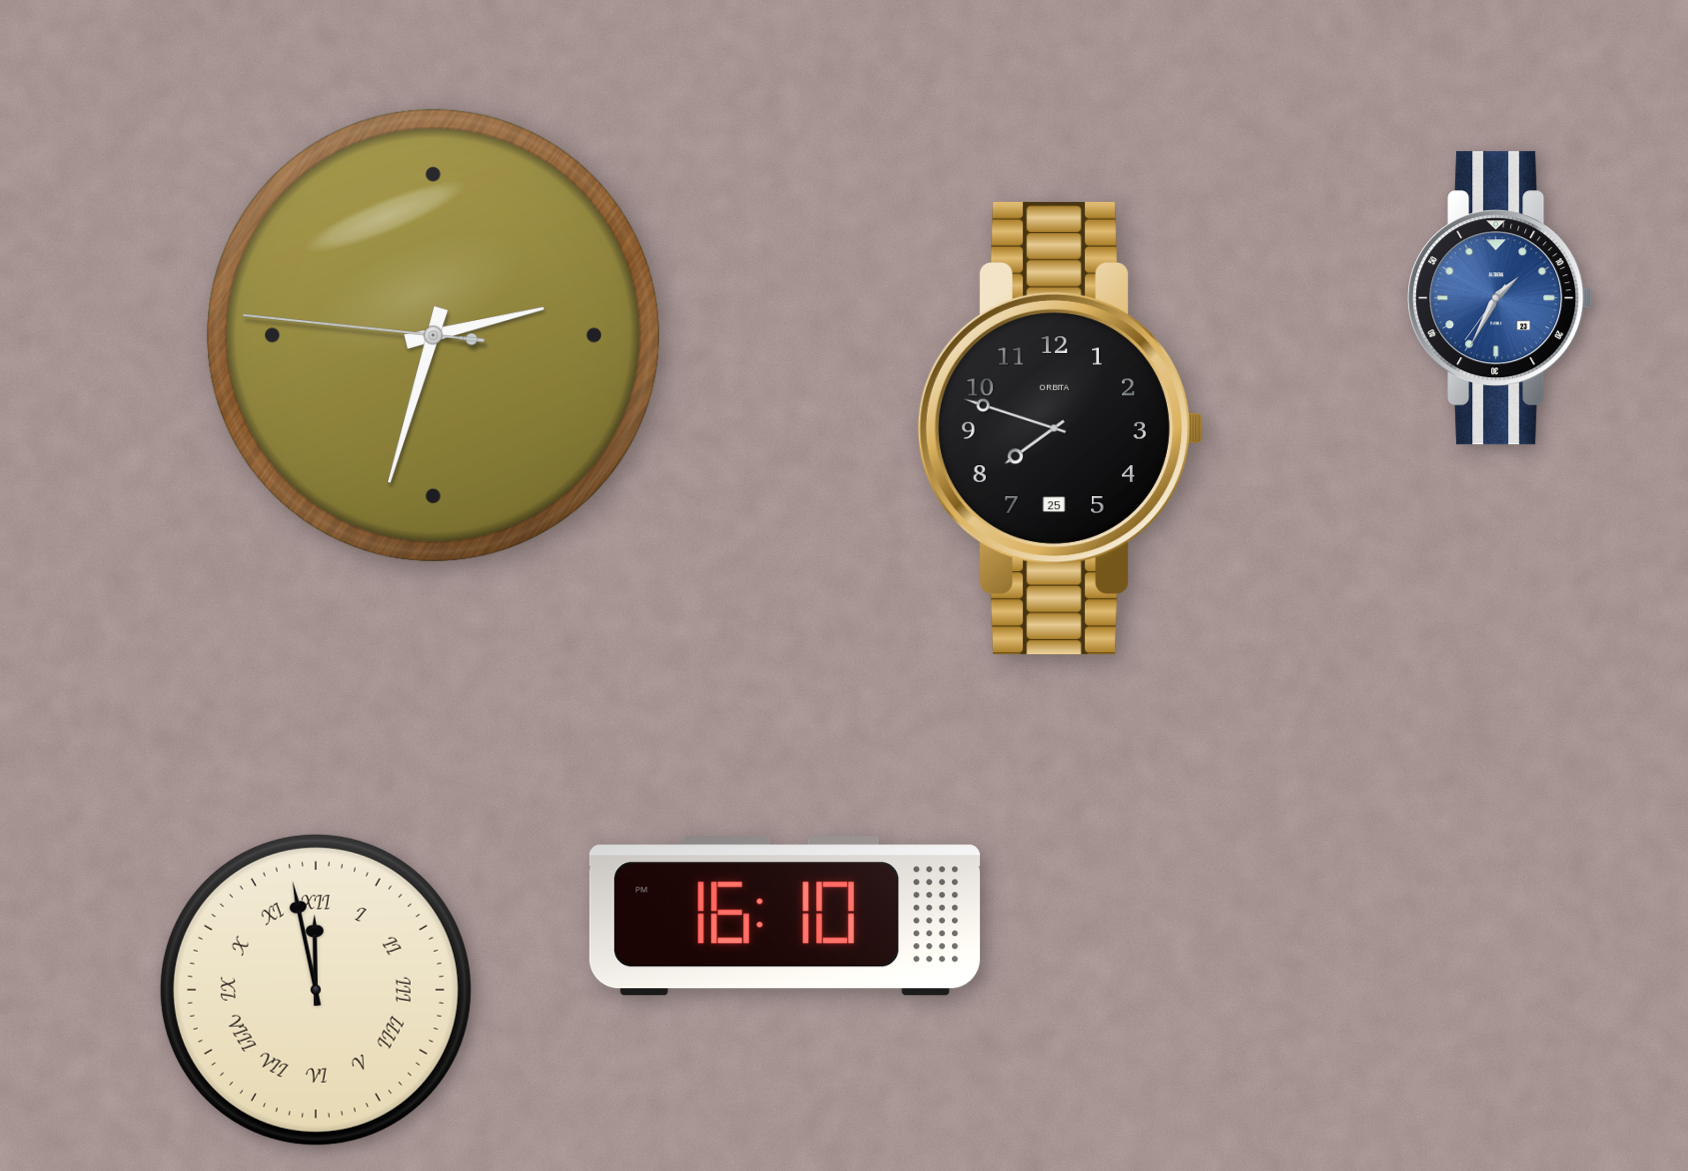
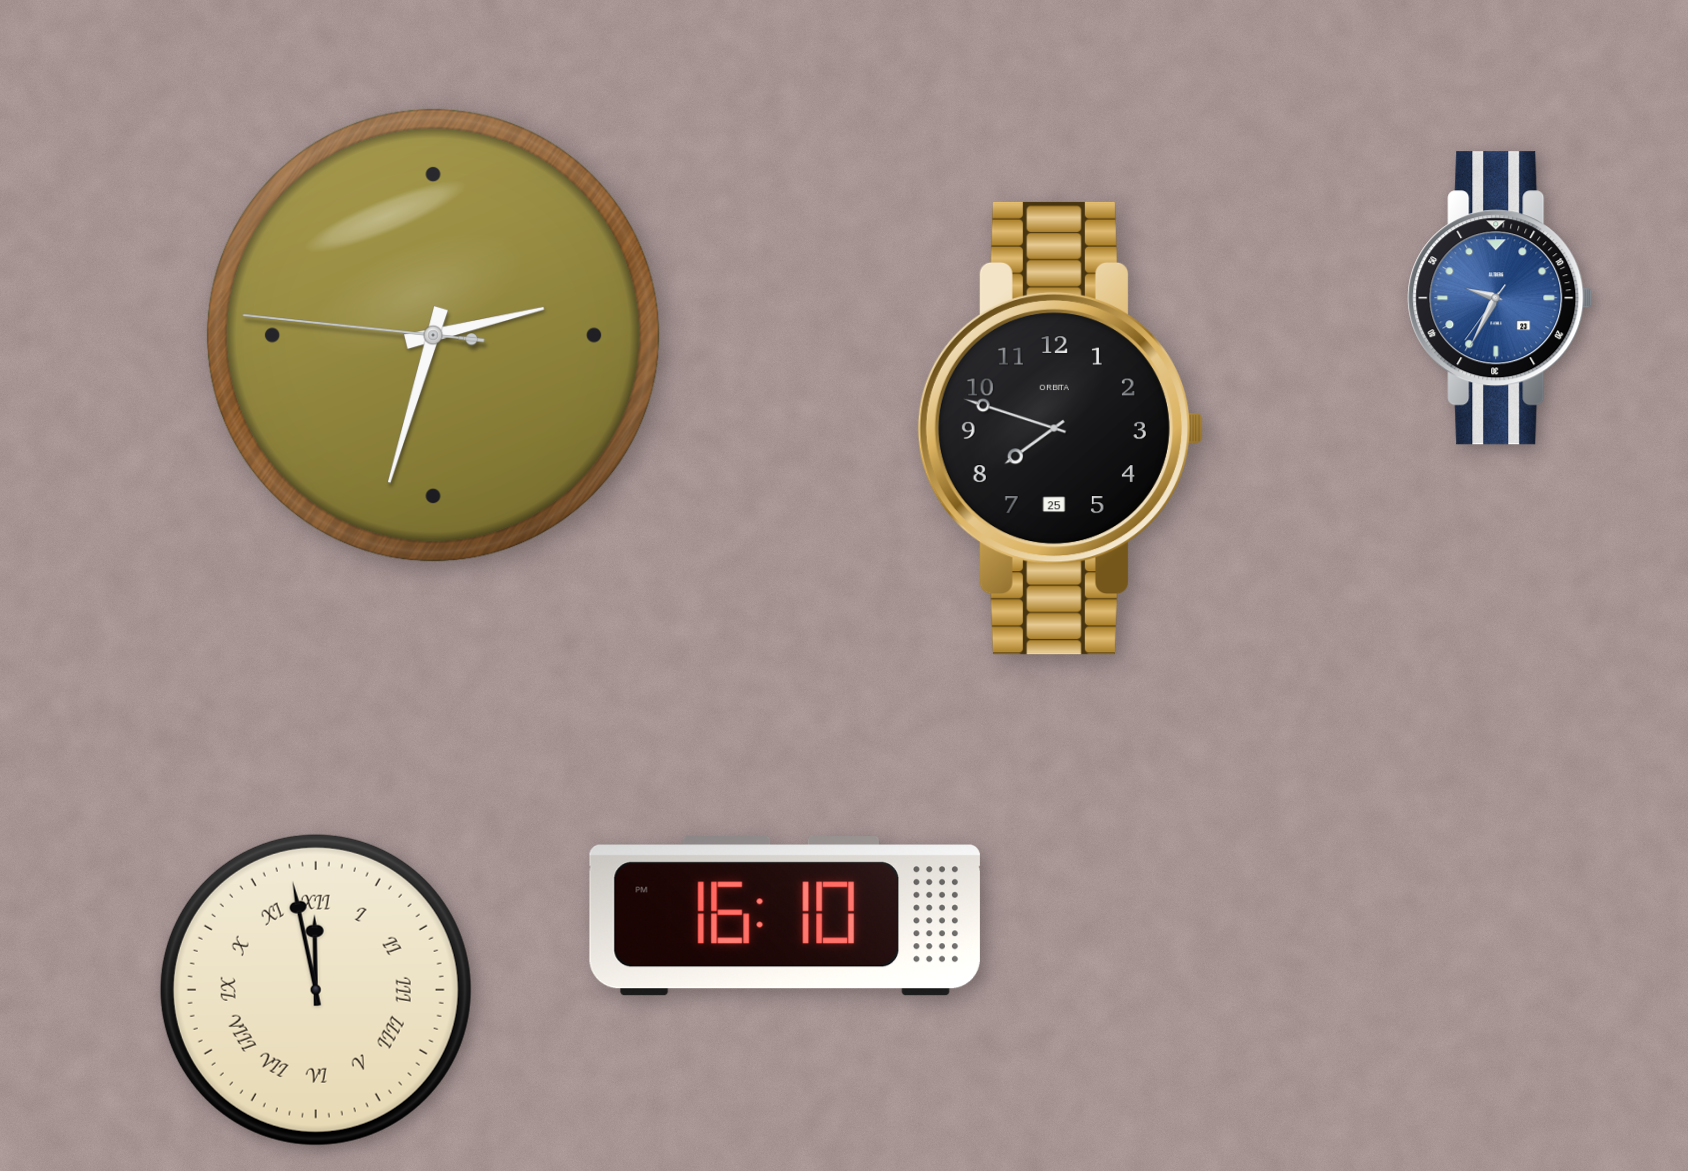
clock at (1500, 298): 1:34 -> 9:34
